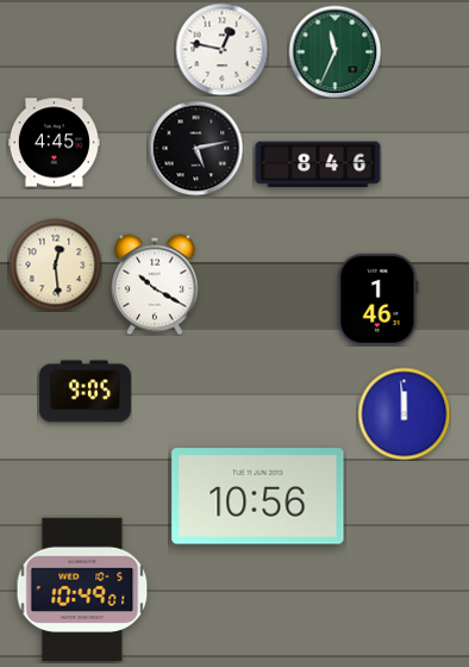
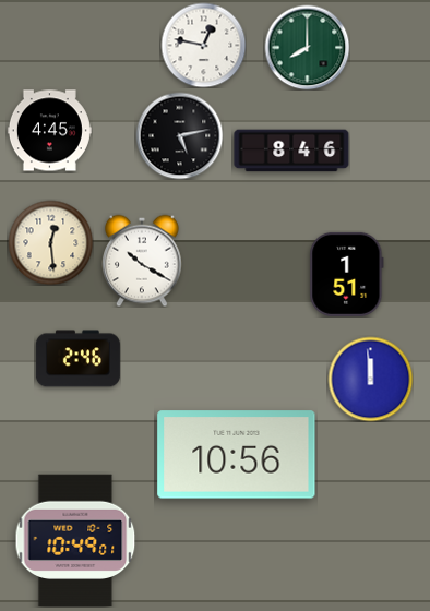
clock at (334, 51): 11:34 -> 8:00
clock at (379, 299): 1:46 -> 1:51
clock at (85, 392): 9:05 -> 2:46
